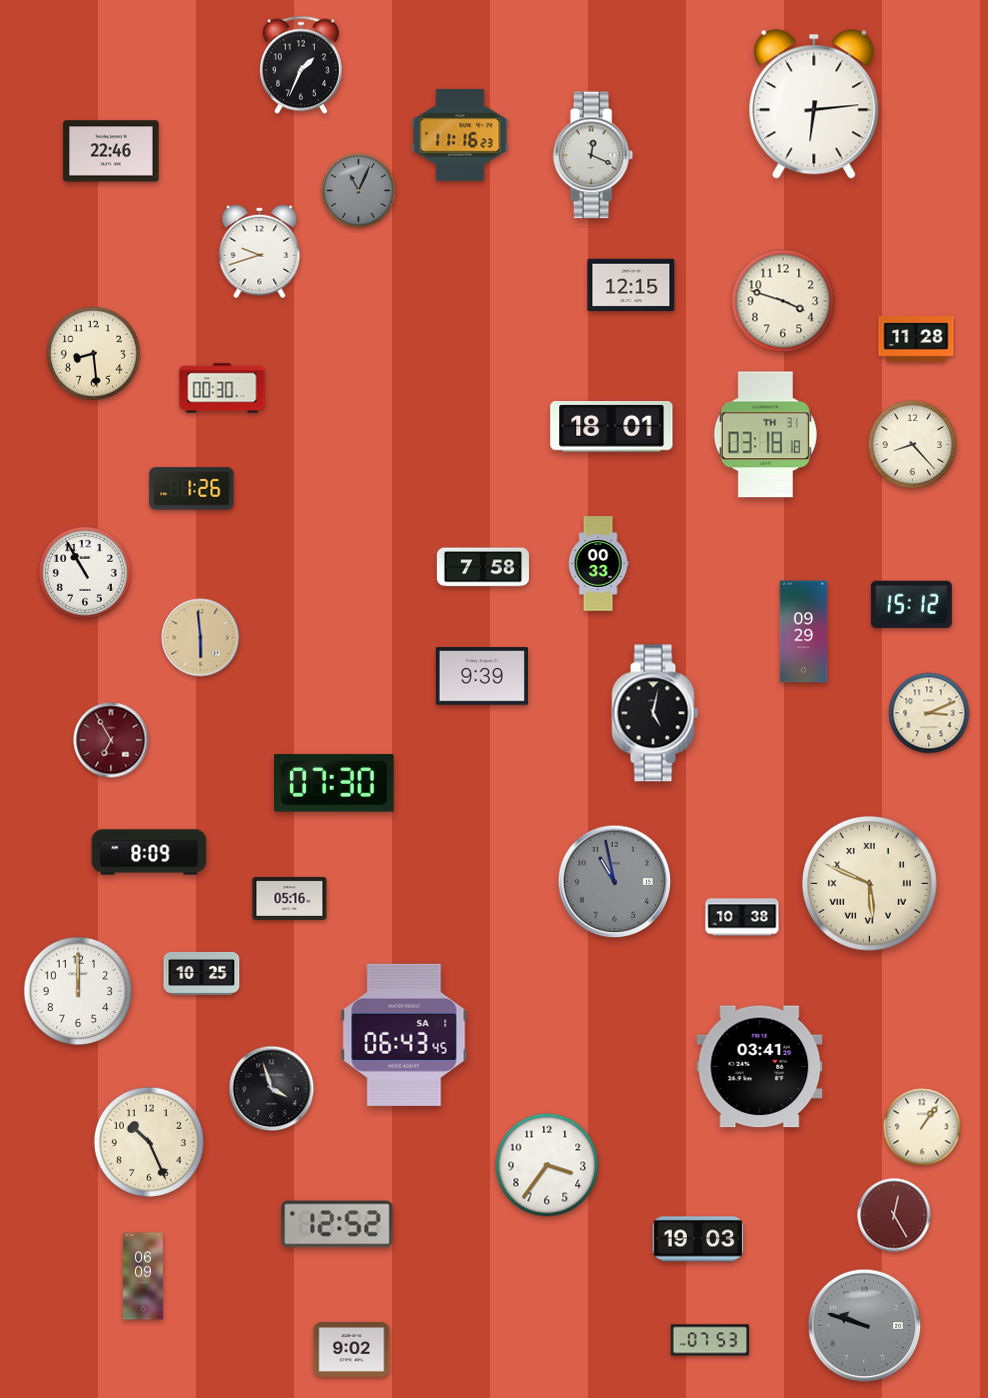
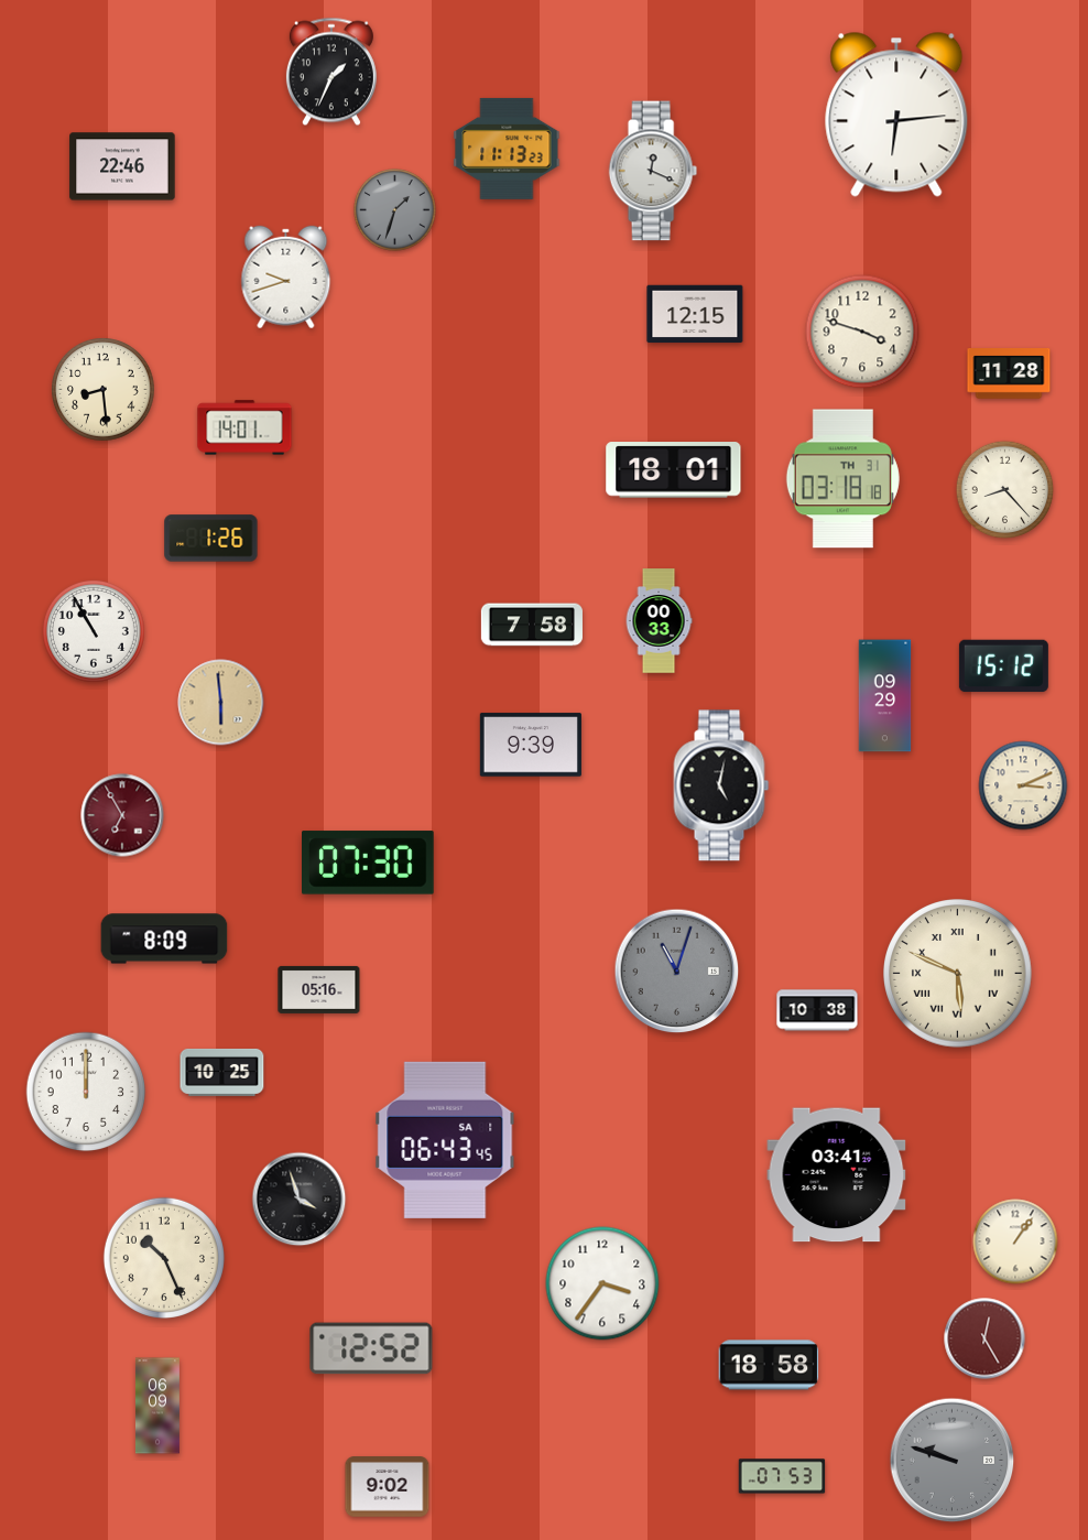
clock at (460, 135): 11:16 -> 11:13
clock at (359, 191): 11:04 -> 1:33
clock at (222, 388): 00:30 -> 14:01
clock at (615, 882): 10:58 -> 11:03
clock at (698, 1239): 19:03 -> 18:58
